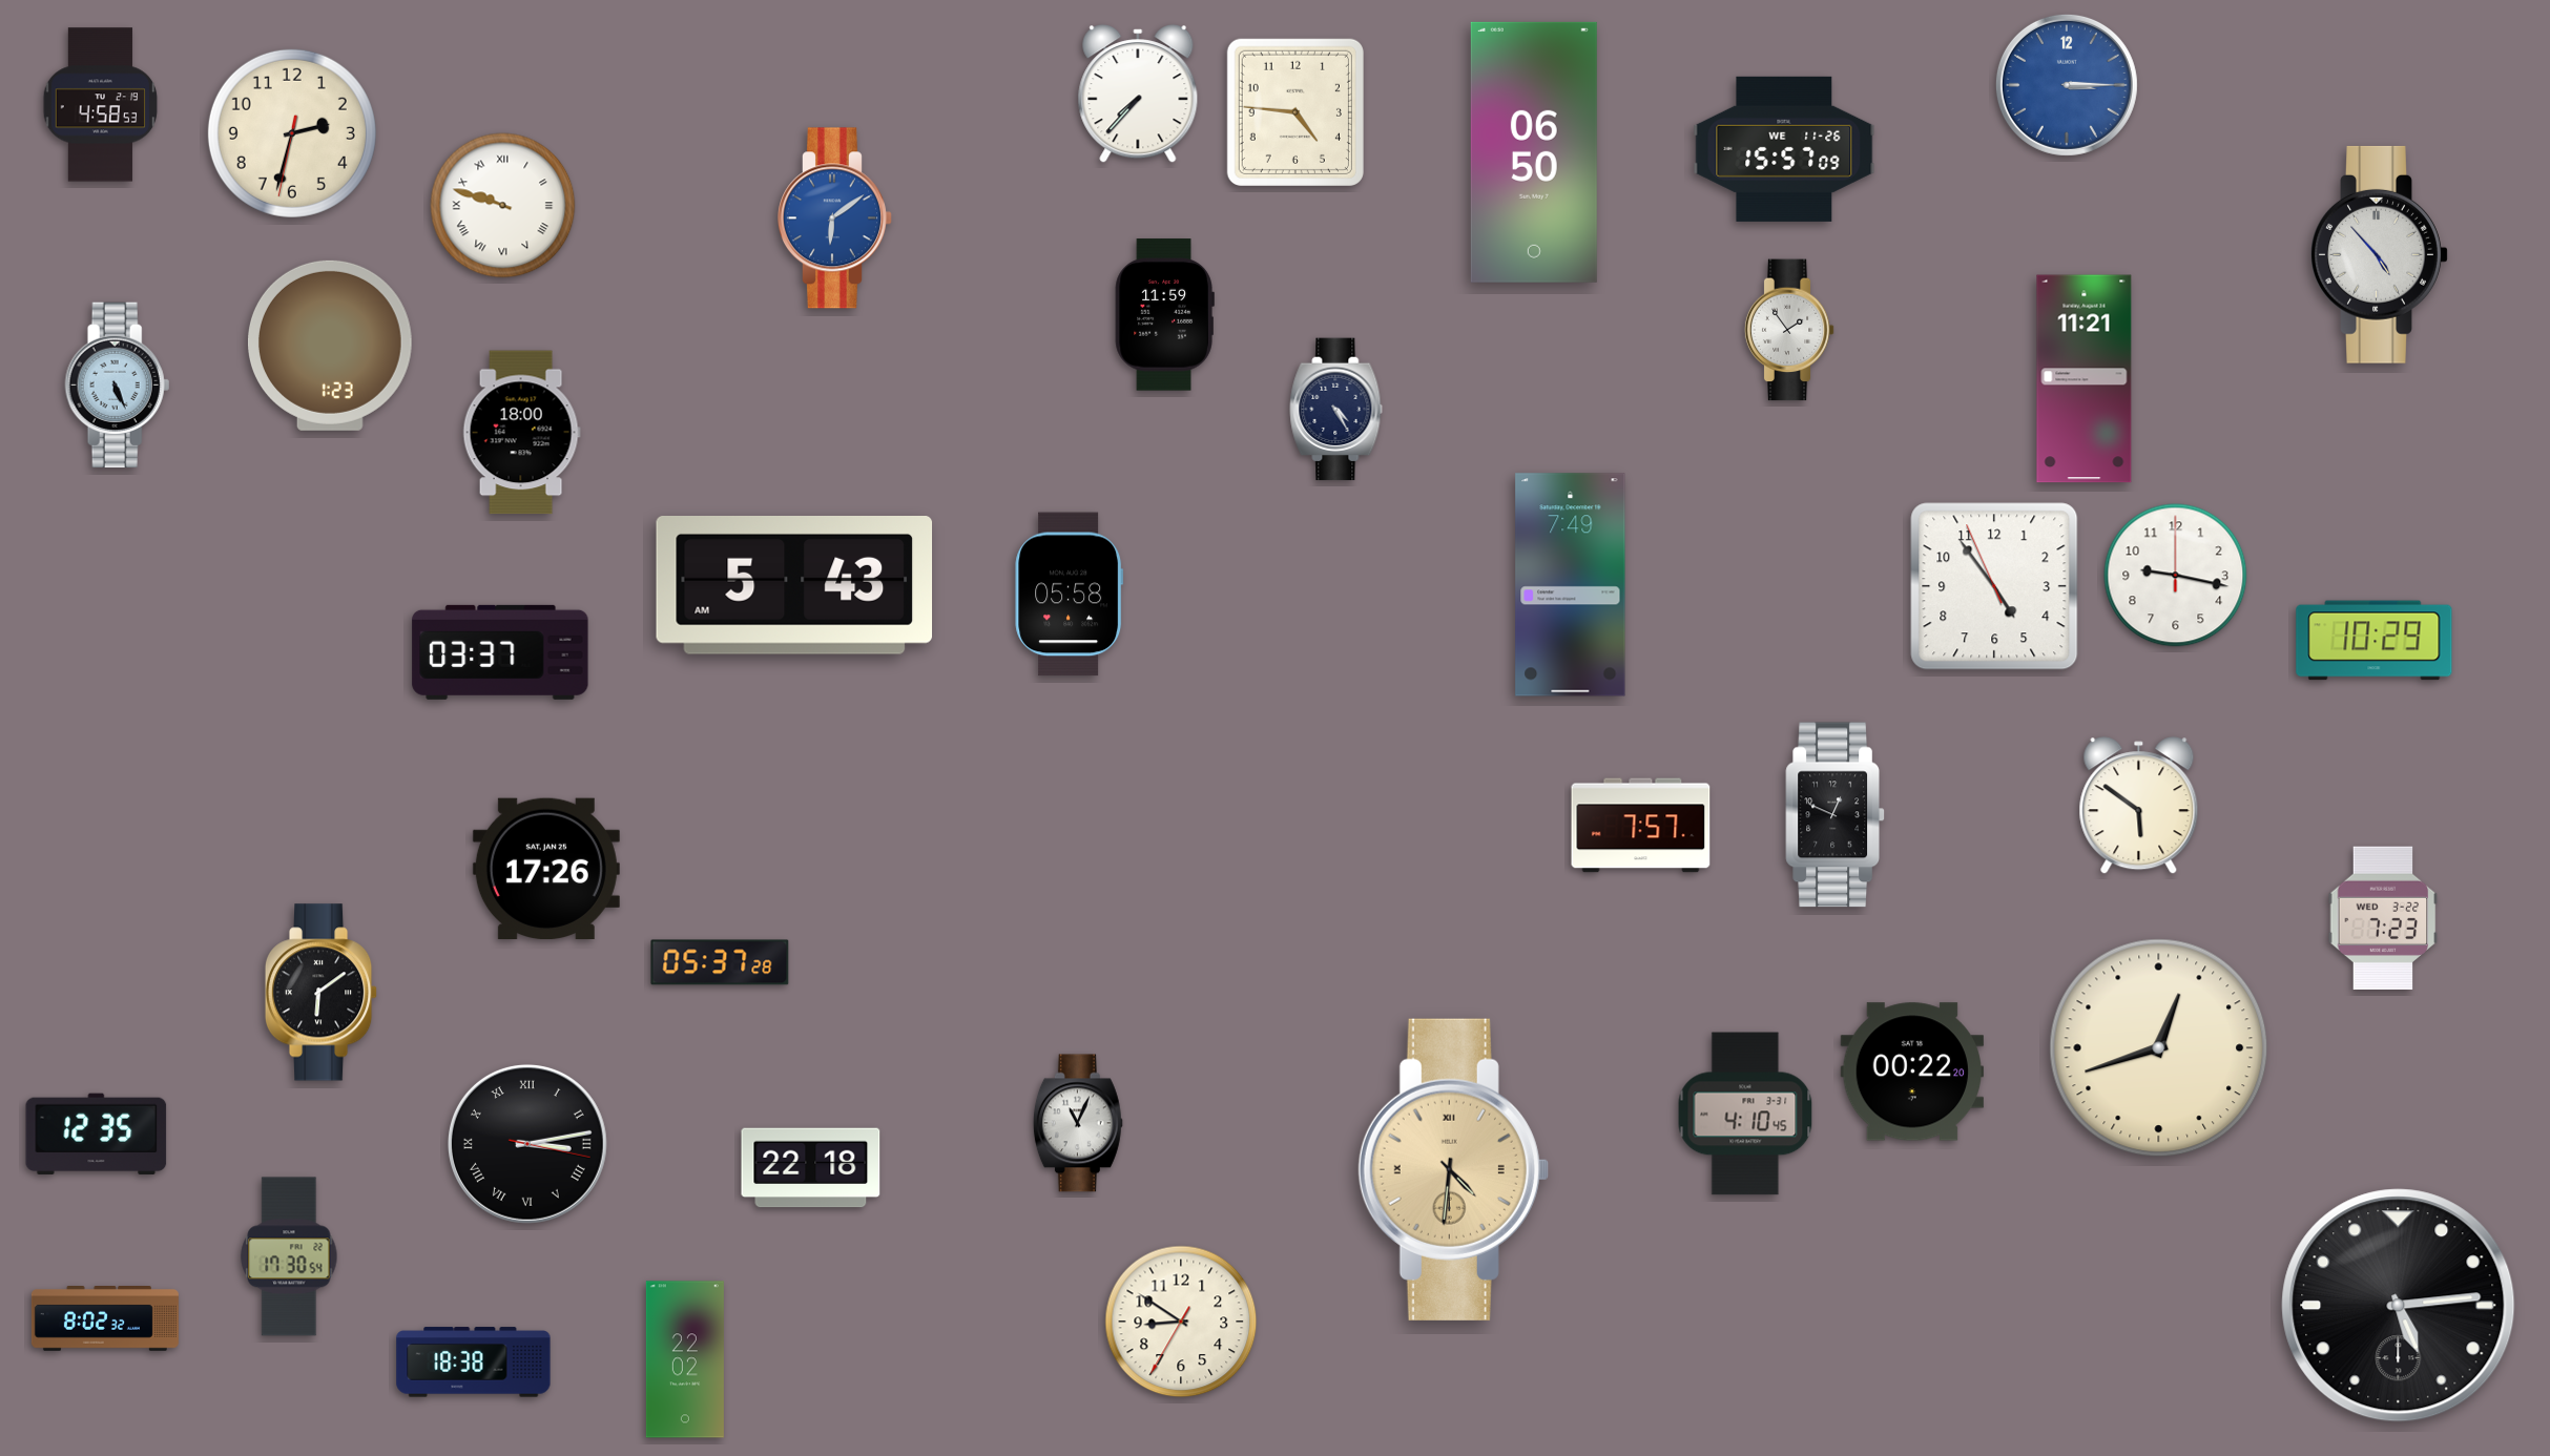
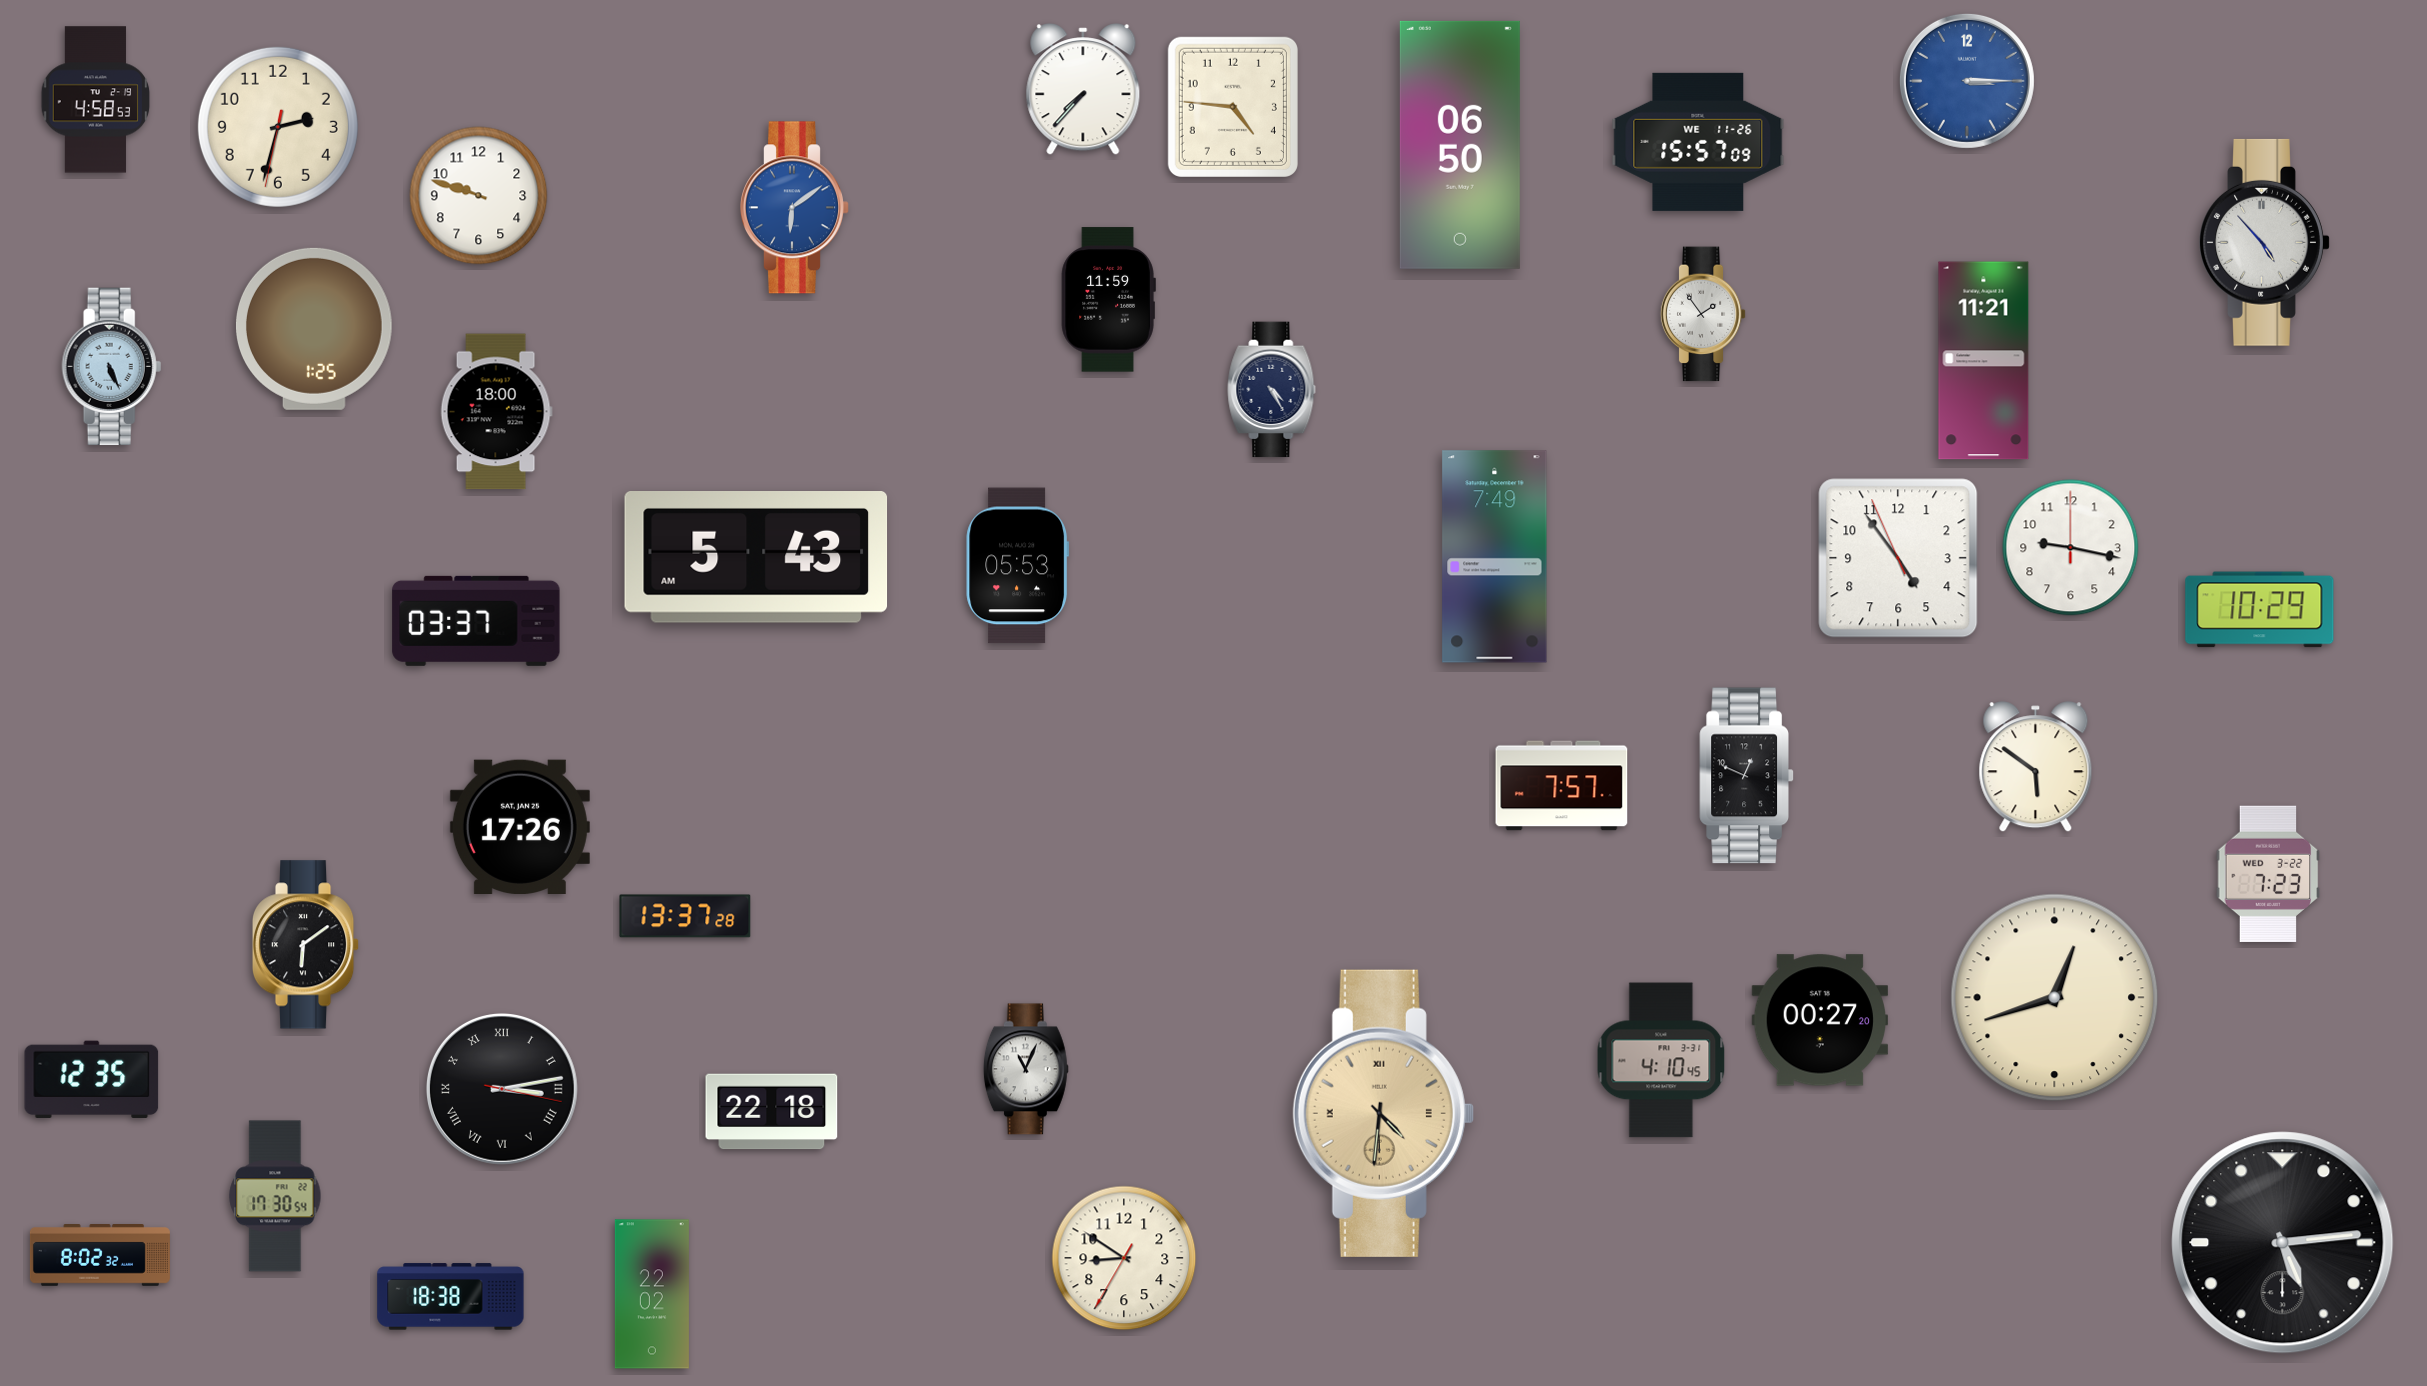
clock at (503, 206) numerals: Roman -> Arabic
clock at (330, 346): 1:23 -> 1:25
clock at (1070, 595): 05:58 -> 05:53
clock at (720, 962): 05:37 -> 13:37
clock at (1911, 1072): 00:22 -> 00:27
